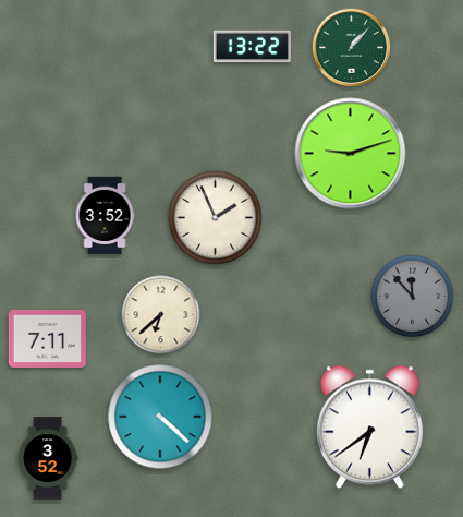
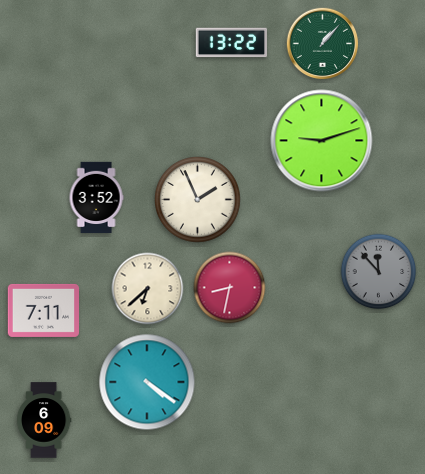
clock at (230, 288): none -> 8:32
clock at (160, 417): 4:22 -> 4:21
clock at (369, 428): 6:39 -> none
clock at (48, 458): 3:52 -> 6:09
